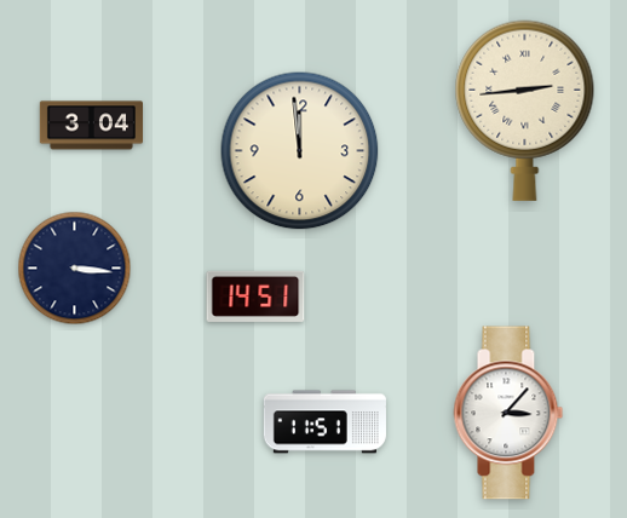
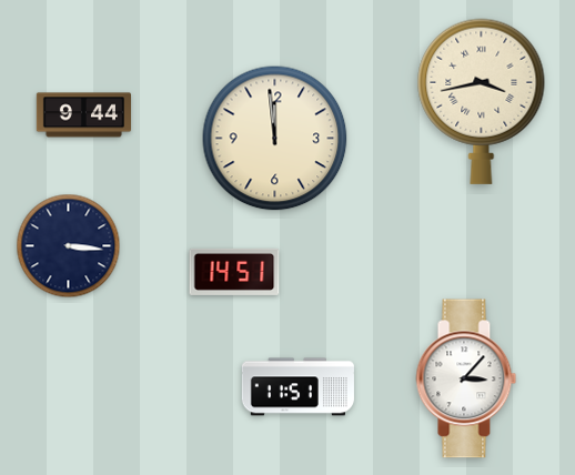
clock at (525, 110): 2:44 -> 3:43
clock at (91, 126): 3:04 -> 9:44
